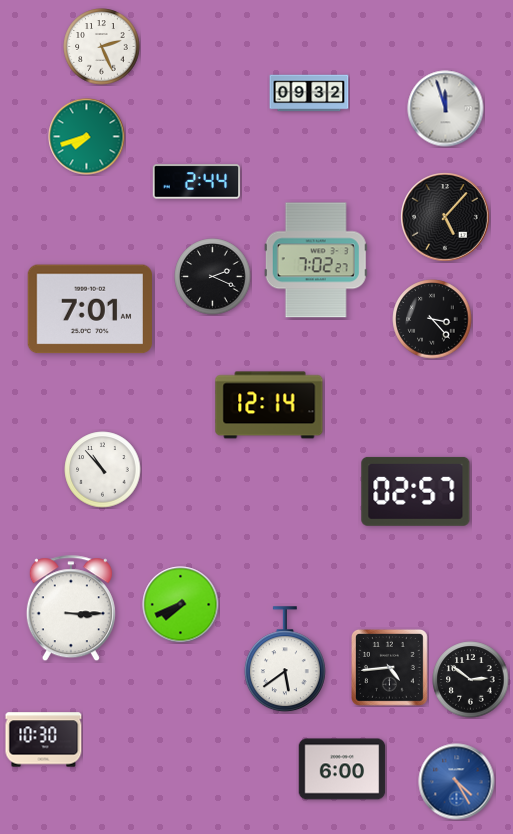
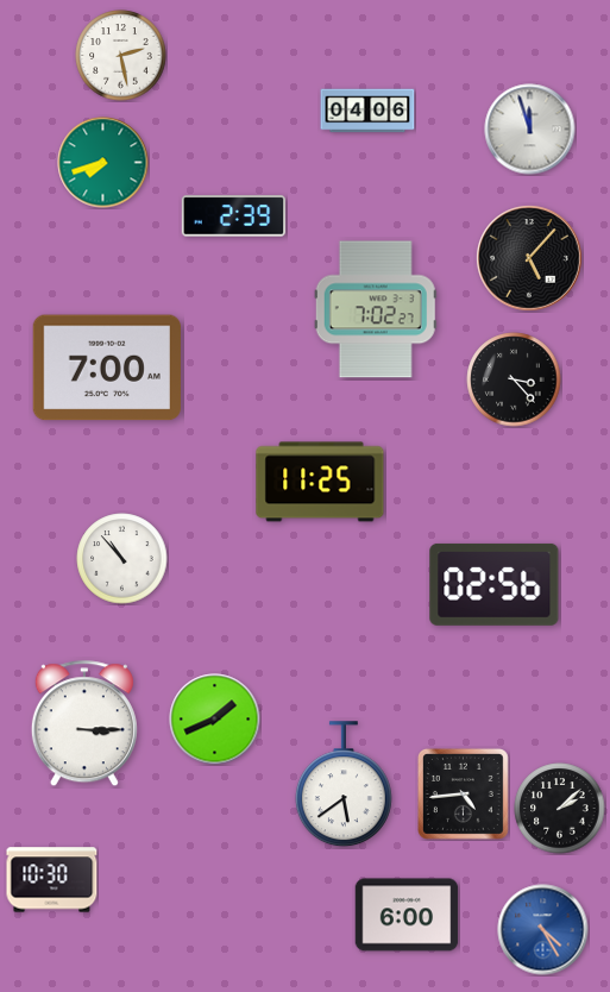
clock at (102, 47): 2:26 -> 2:28
clock at (309, 93): 09:32 -> 04:06
clock at (197, 182): 2:44 -> 2:39
clock at (213, 277): 2:19 -> none
clock at (90, 309): 7:01 -> 7:00
clock at (269, 405): 12:14 -> 11:25
clock at (416, 491): 02:57 -> 02:56
clock at (181, 605): 7:41 -> 1:41
clock at (285, 660) position: (285, 660) -> (344, 785)
clock at (471, 680): 2:51 -> 2:08
